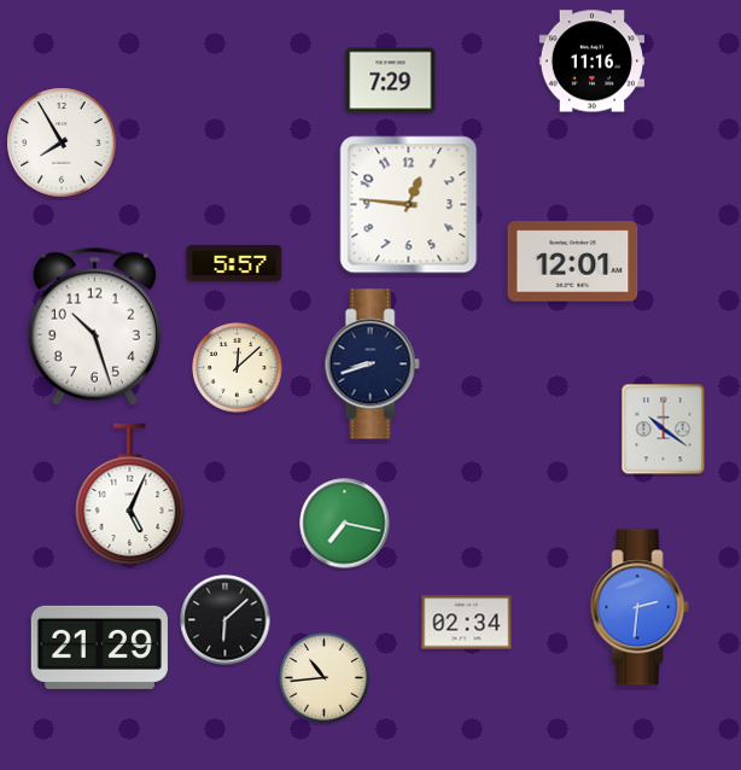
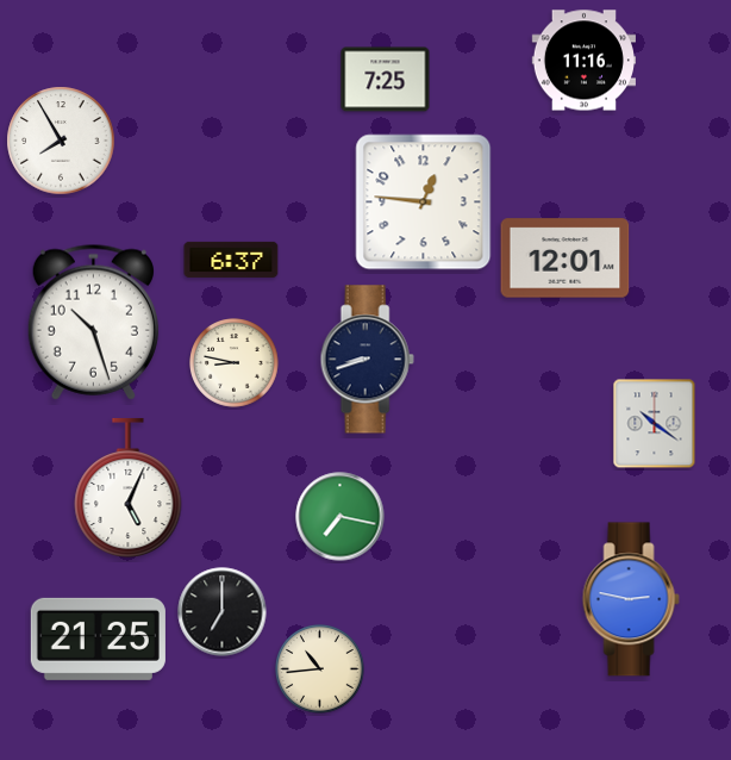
clock at (391, 81): 7:29 -> 7:25
clock at (409, 205) position: (409, 205) -> (424, 203)
clock at (234, 263): 5:57 -> 6:37
clock at (238, 368): 12:08 -> 8:47
clock at (640, 607): 2:31 -> 2:47
clock at (226, 620): 6:08 -> 7:00
clock at (467, 623): 02:34 -> none
clock at (99, 647): 21:29 -> 21:25
